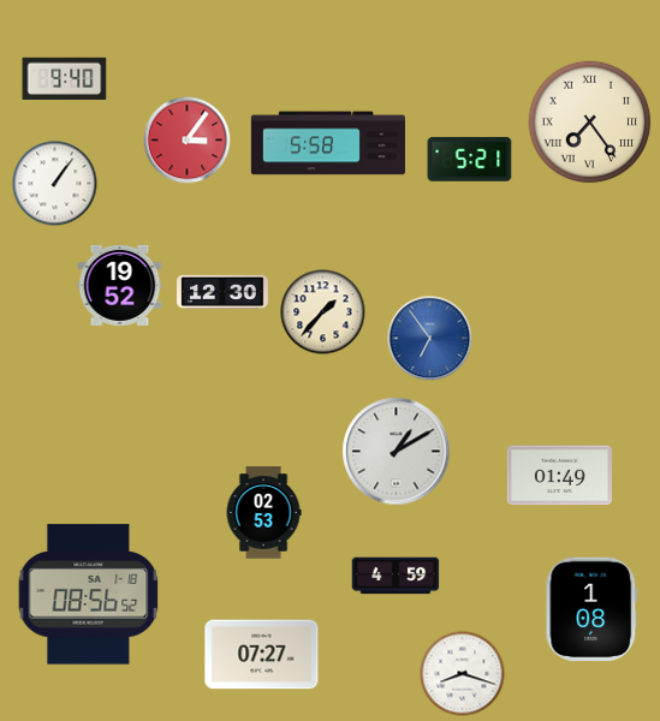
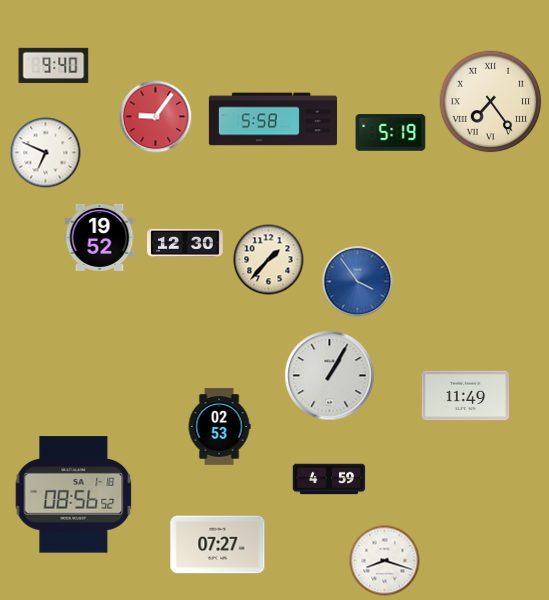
clock at (188, 141): 3:06 -> 9:06
clock at (470, 160): 5:21 -> 5:19
clock at (55, 184): 1:06 -> 6:49
clock at (430, 339): 6:54 -> 3:54
clock at (397, 452): 1:10 -> 1:05
clock at (559, 476): 01:49 -> 11:49
clock at (591, 609): 1:08 -> none
